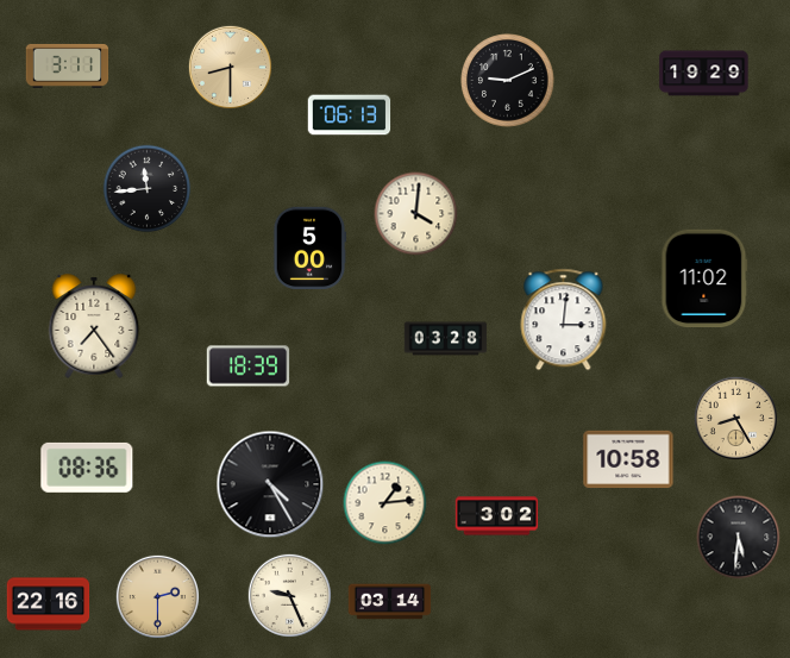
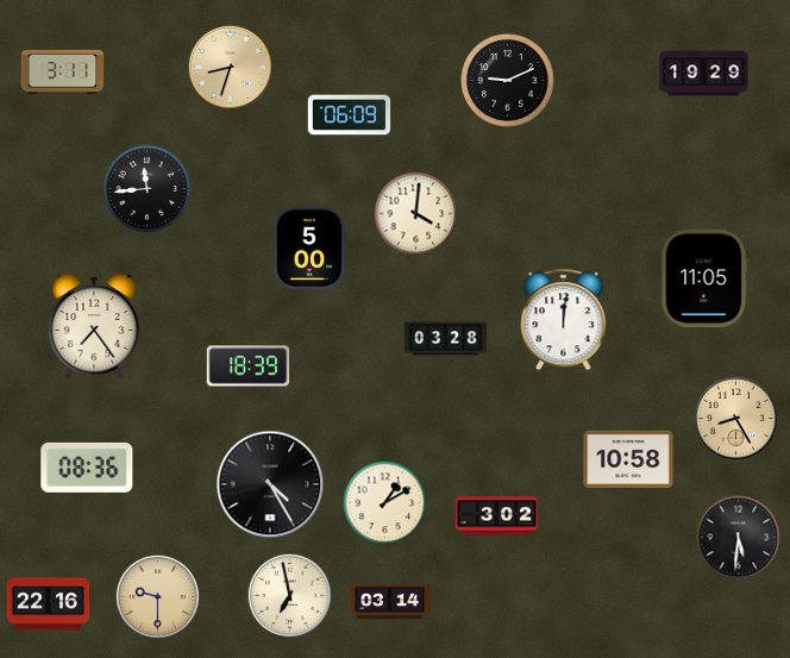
clock at (68, 65) position: (68, 65) -> (63, 71)
clock at (230, 67): 8:30 -> 8:33
clock at (350, 115): 06:13 -> 06:09
clock at (704, 278): 11:02 -> 11:05
clock at (564, 320): 3:01 -> 12:01
clock at (385, 503): 1:14 -> 1:10
clock at (289, 595): 9:26 -> 6:58
clock at (157, 596): 2:30 -> 9:30
